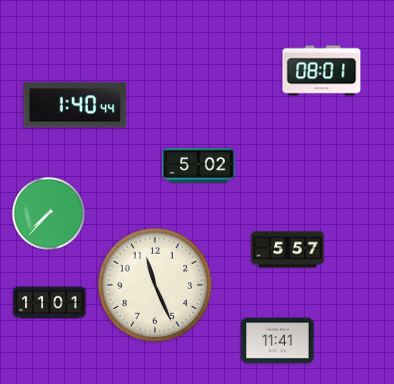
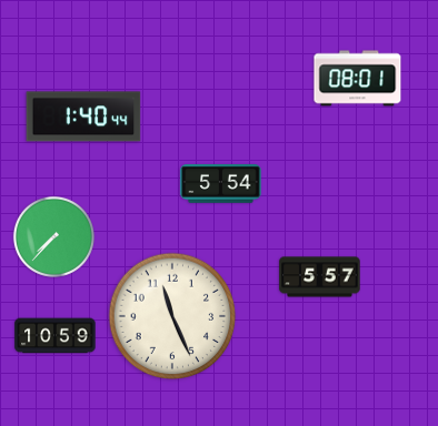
clock at (199, 166): 5:02 -> 5:54
clock at (50, 303): 11:01 -> 10:59
clock at (278, 341): 11:41 -> none
